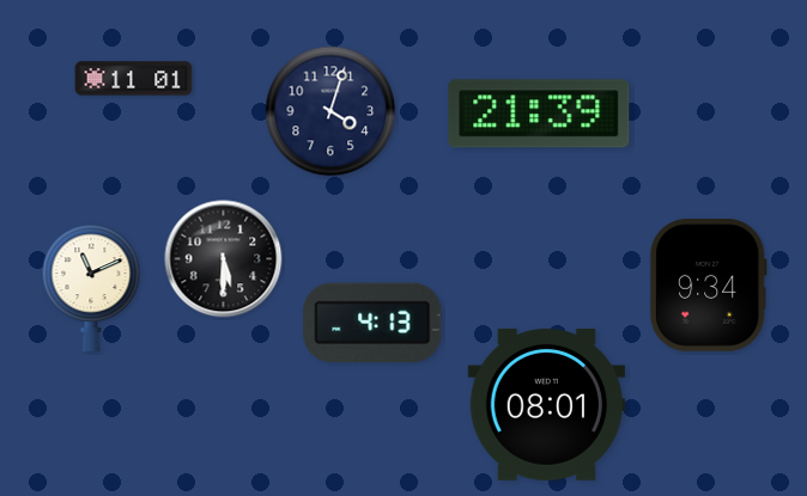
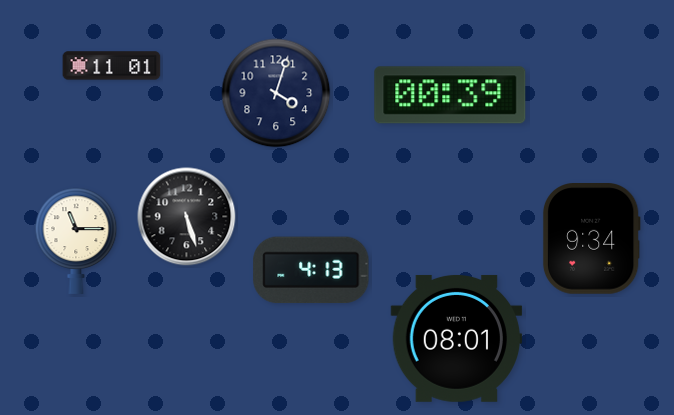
clock at (539, 114): 21:39 -> 00:39
clock at (224, 259): 5:30 -> 5:27
clock at (91, 288): 11:11 -> 11:15
